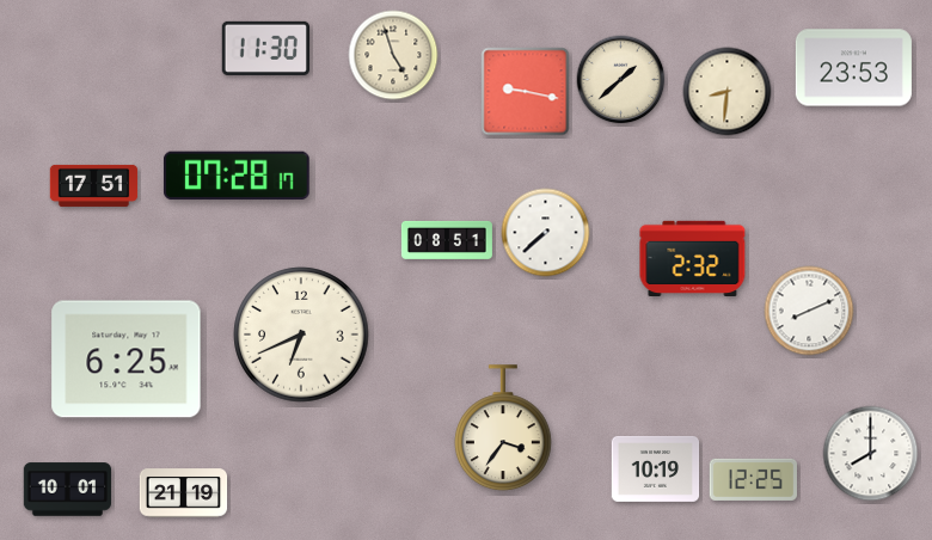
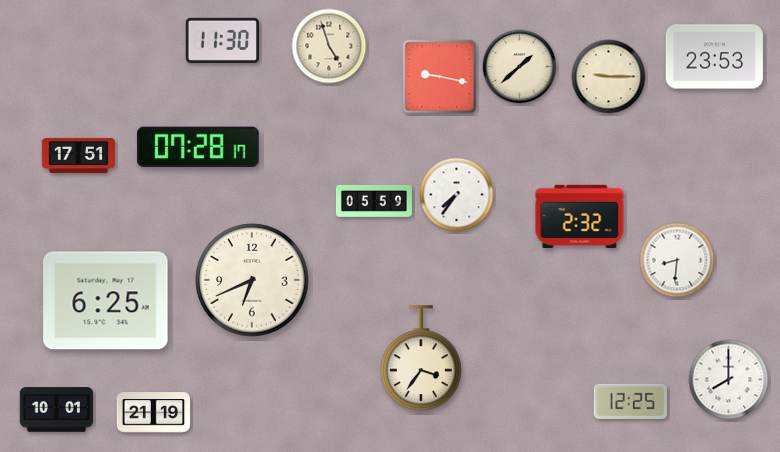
clock at (728, 92): 8:31 -> 9:15
clock at (546, 233): 7:38 -> 7:36
clock at (447, 240): 08:51 -> 05:59
clock at (809, 311): 8:11 -> 8:31
clock at (656, 468): 10:19 -> none
